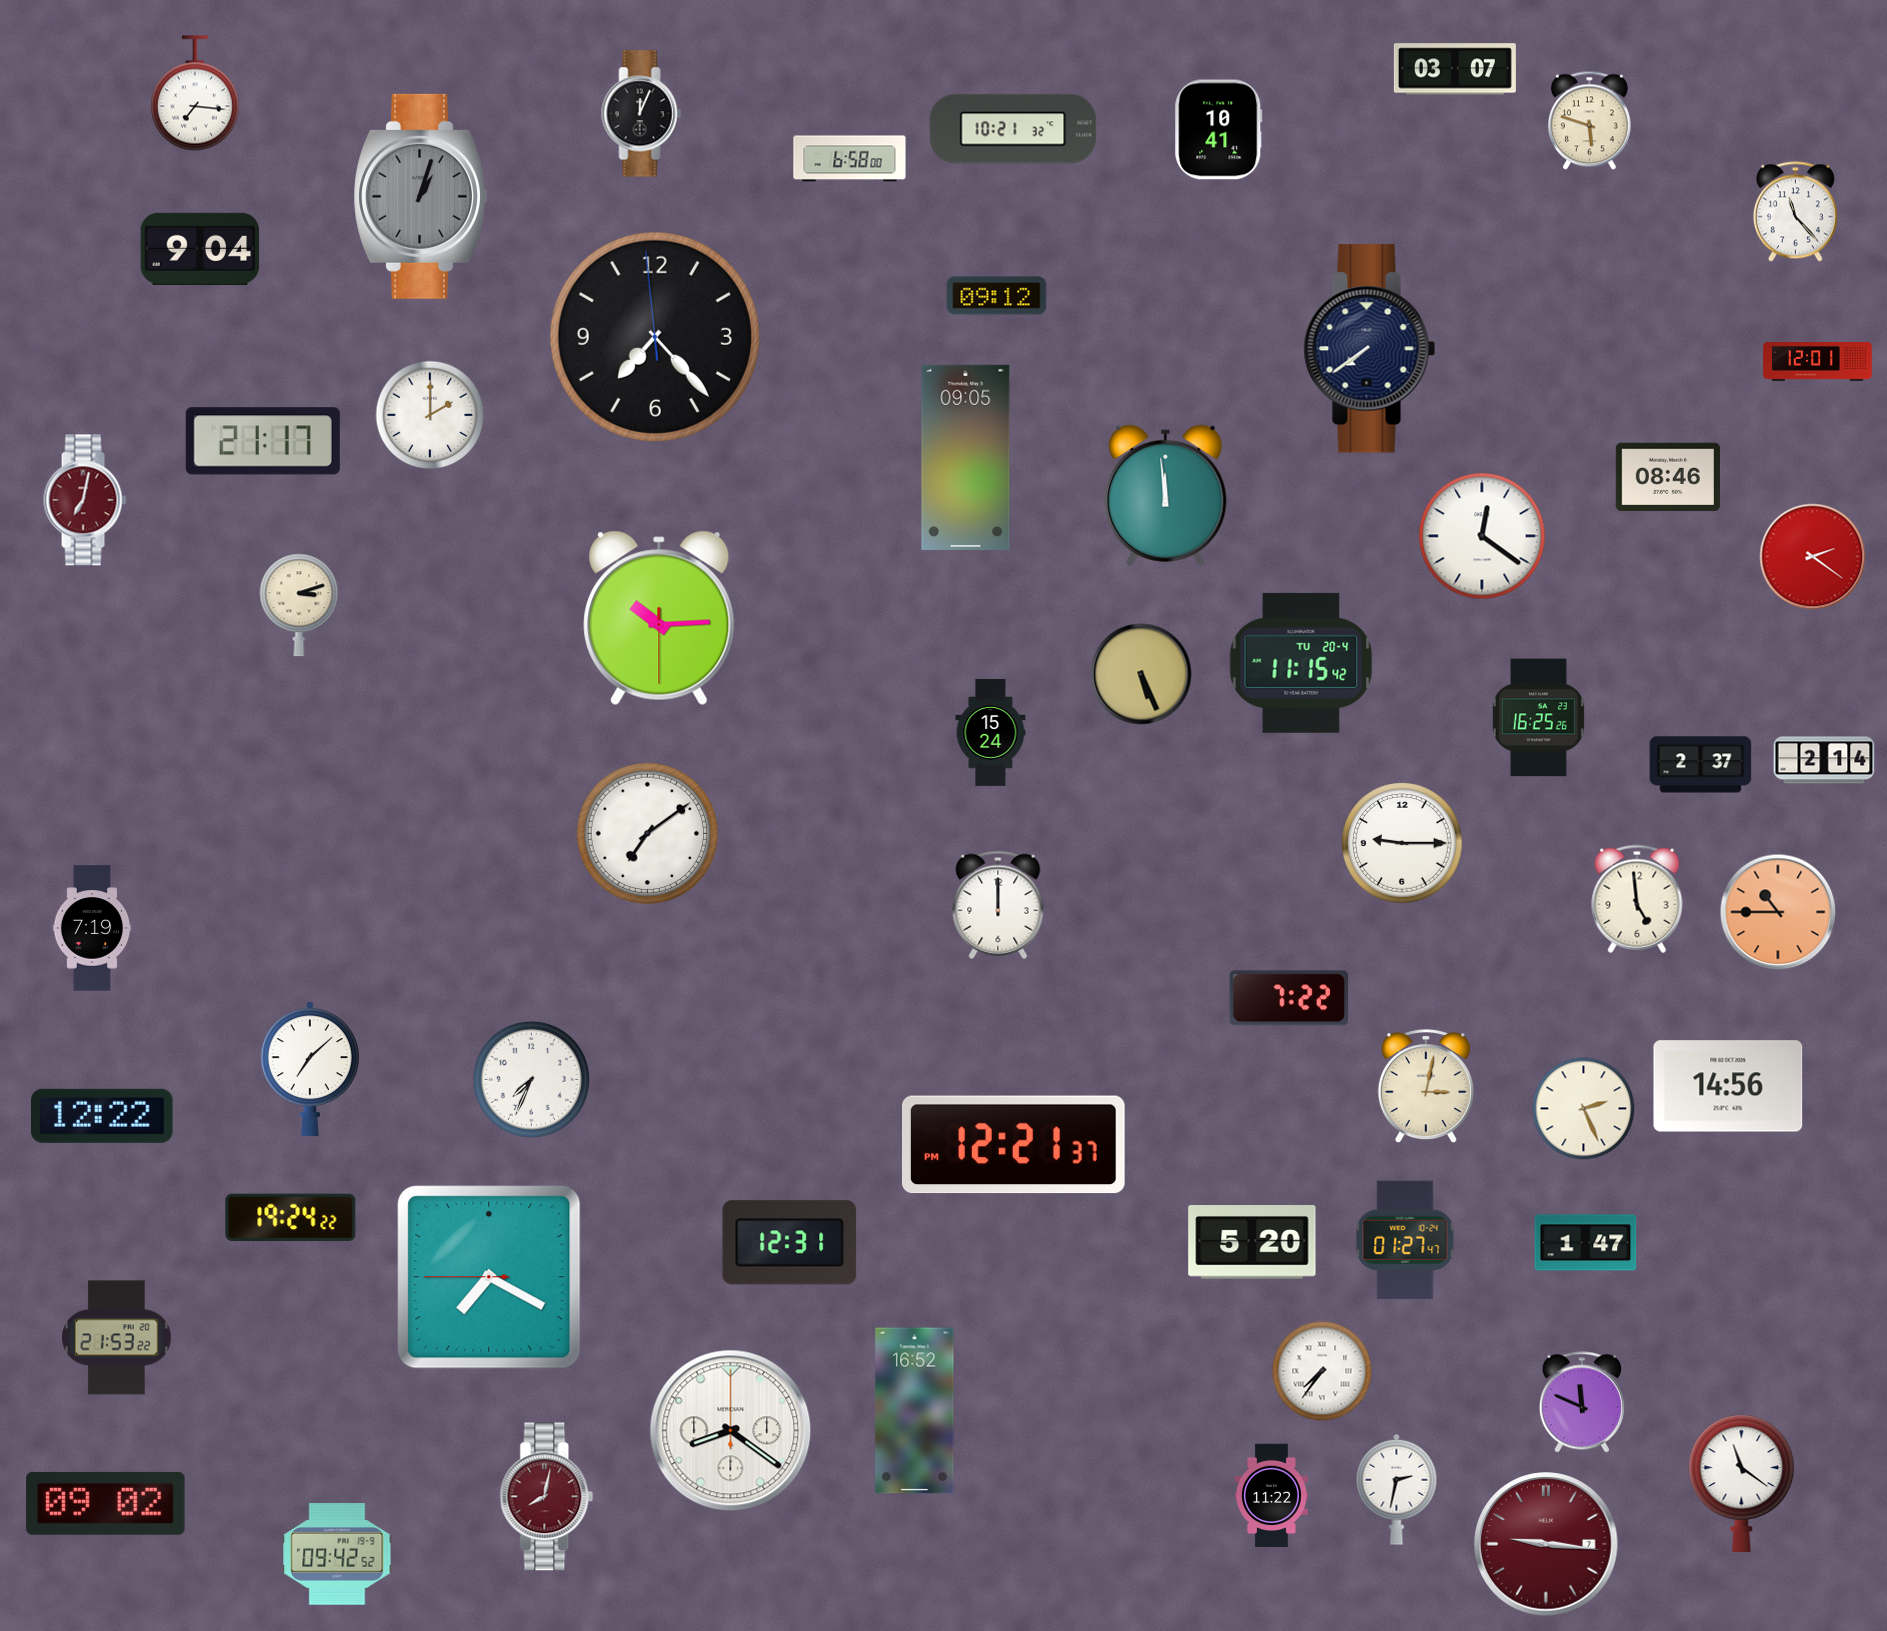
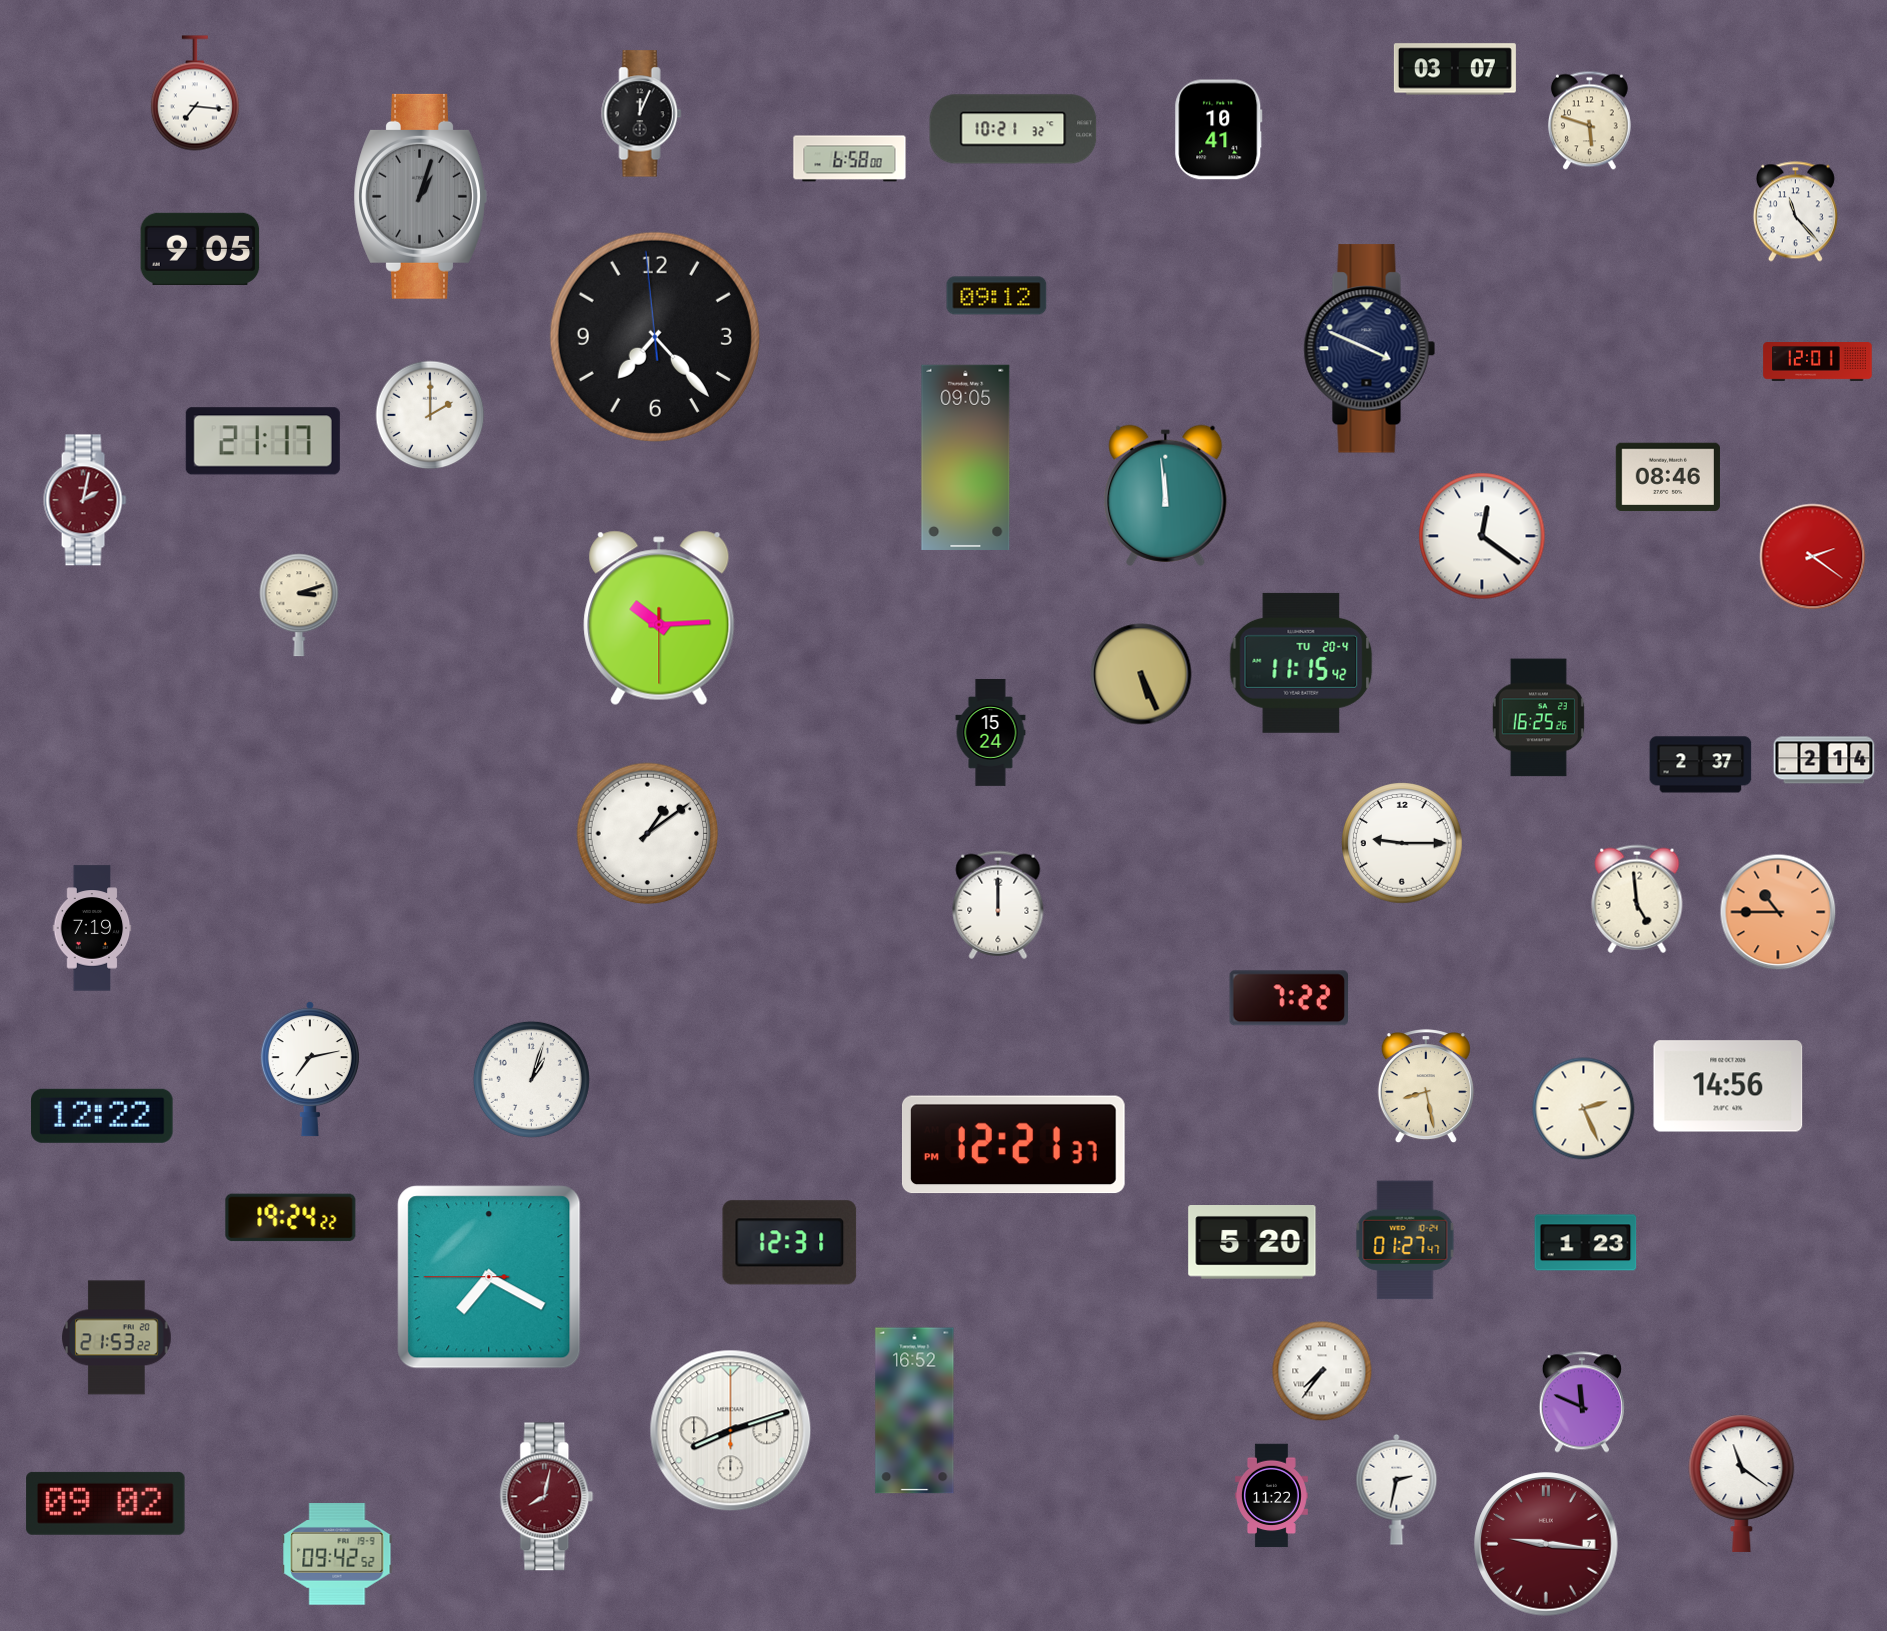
clock at (200, 249): 9:04 -> 9:05
clock at (1370, 349): 7:39 -> 3:49
clock at (85, 500): 7:02 -> 2:02
clock at (648, 834): 7:09 -> 1:09
clock at (310, 1069): 7:08 -> 7:13
clock at (531, 1079): 7:34 -> 1:03
clock at (1426, 1087): 3:02 -> 8:28
clock at (1586, 1243): 1:47 -> 1:23
clock at (731, 1431): 8:21 -> 8:12
